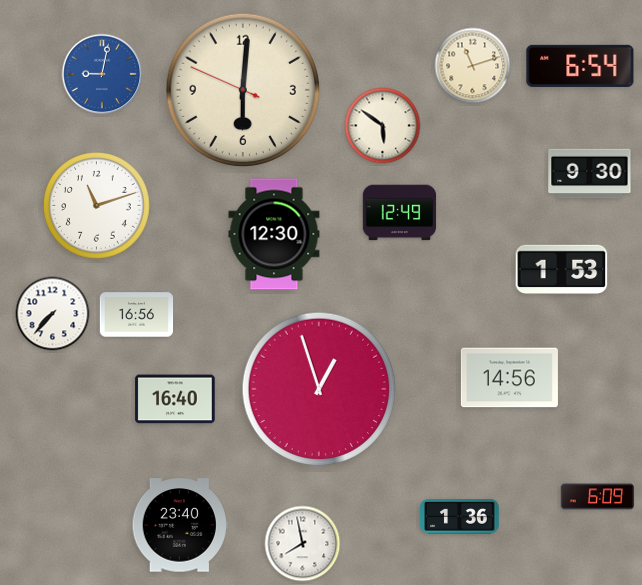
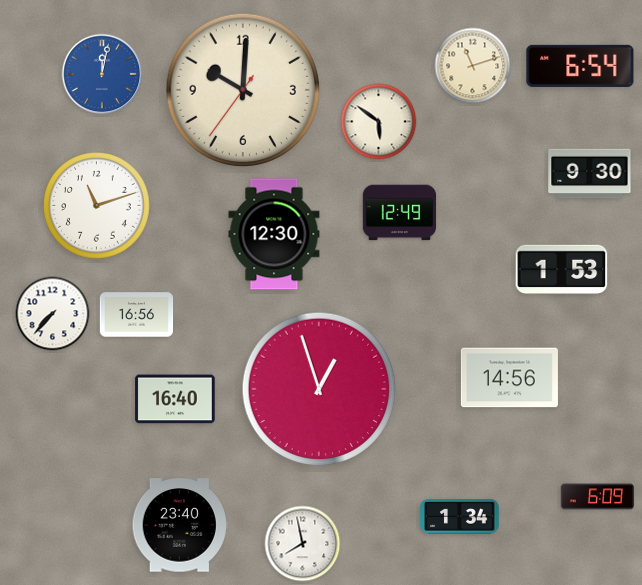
clock at (102, 74): 9:02 -> 12:02
clock at (243, 90): 6:00 -> 10:00
clock at (383, 126) position: (383, 126) -> (379, 122)
clock at (460, 517): 1:36 -> 1:34
